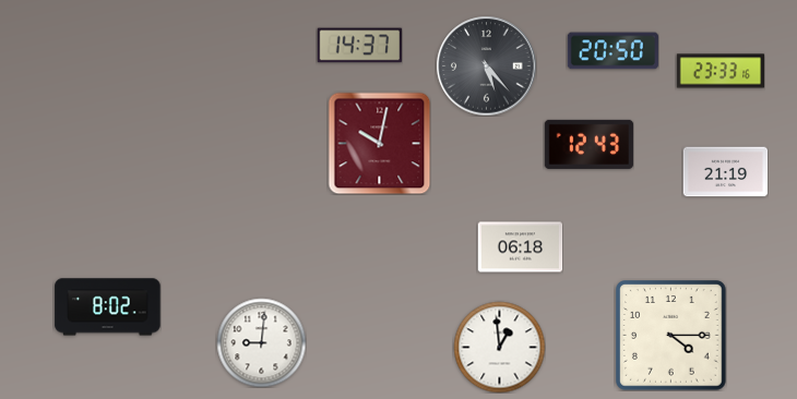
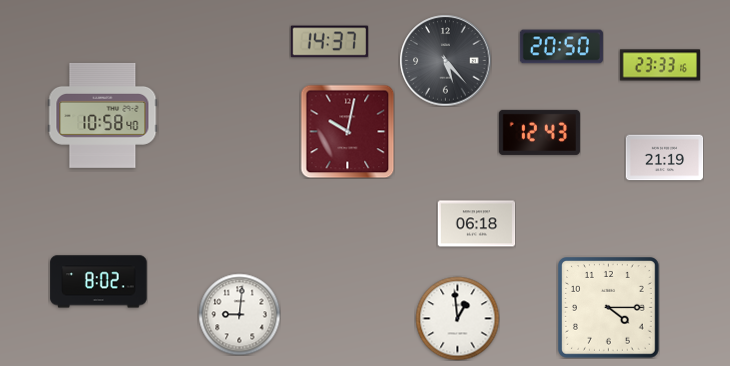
clock at (103, 115): none -> 10:58
clock at (520, 247) position: (520, 247) -> (476, 224)
clock at (671, 336) position: (671, 336) -> (609, 308)
